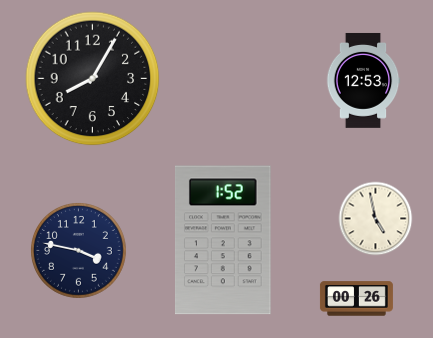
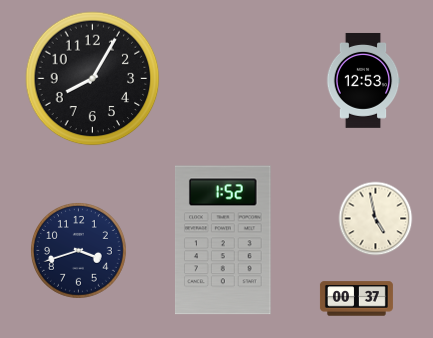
clock at (79, 251): 3:47 -> 3:42
clock at (356, 299): 00:26 -> 00:37
